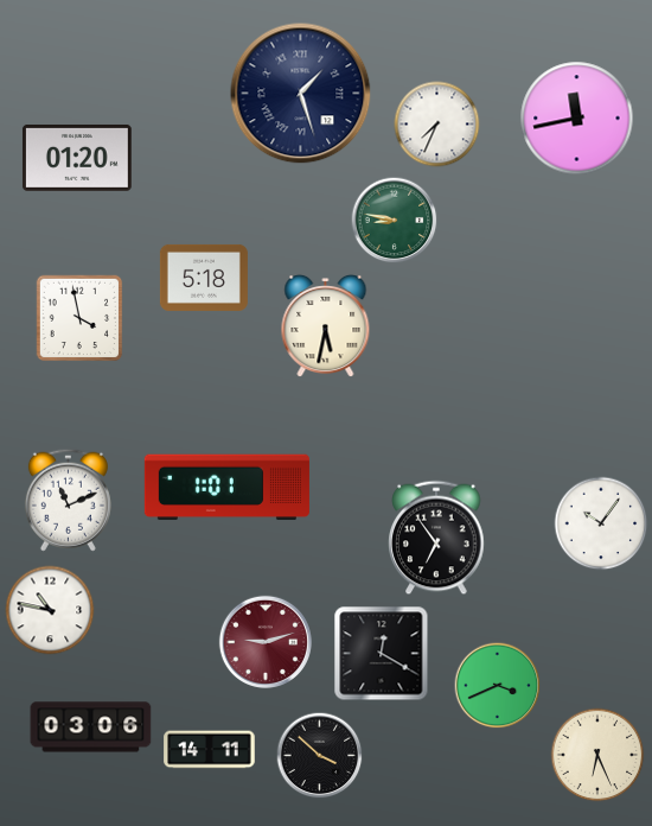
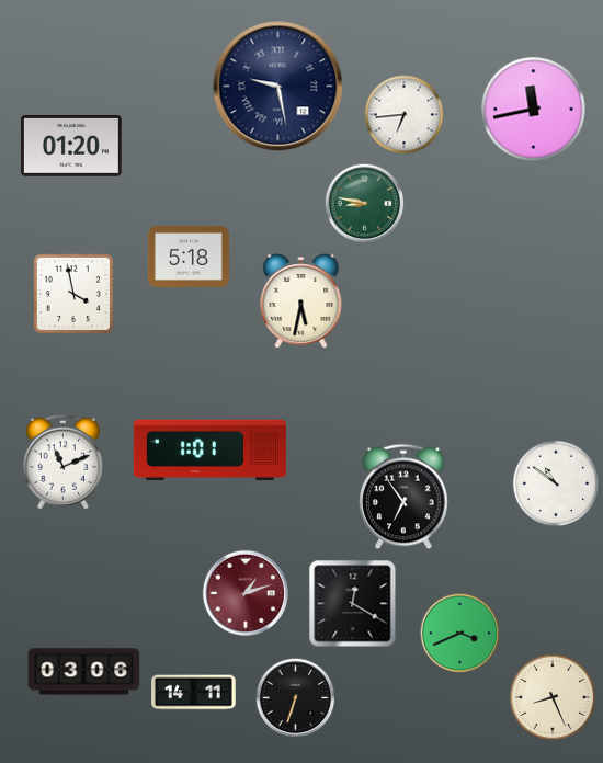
clock at (301, 94): 1:27 -> 9:28
clock at (437, 125): 7:34 -> 6:44
clock at (601, 523): 10:06 -> 10:51
clock at (50, 610): 10:47 -> none
clock at (264, 641): 9:12 -> 1:12
clock at (597, 755): 6:26 -> 8:26
clock at (320, 756): 3:52 -> 6:33
